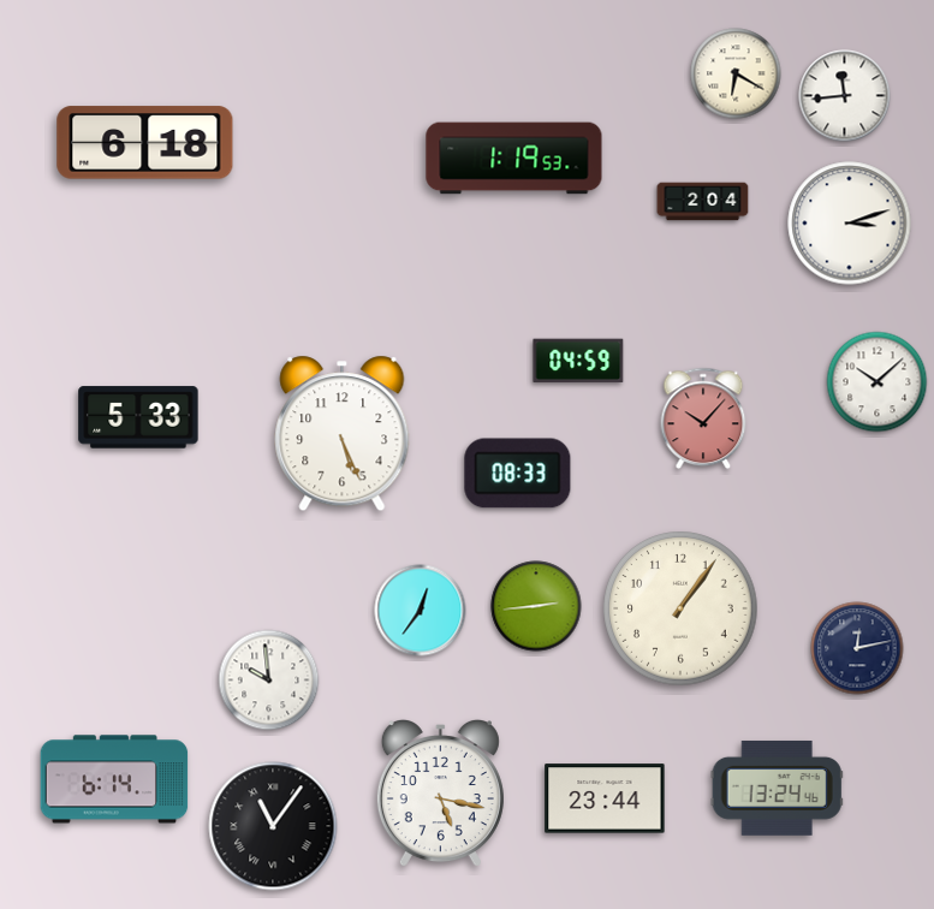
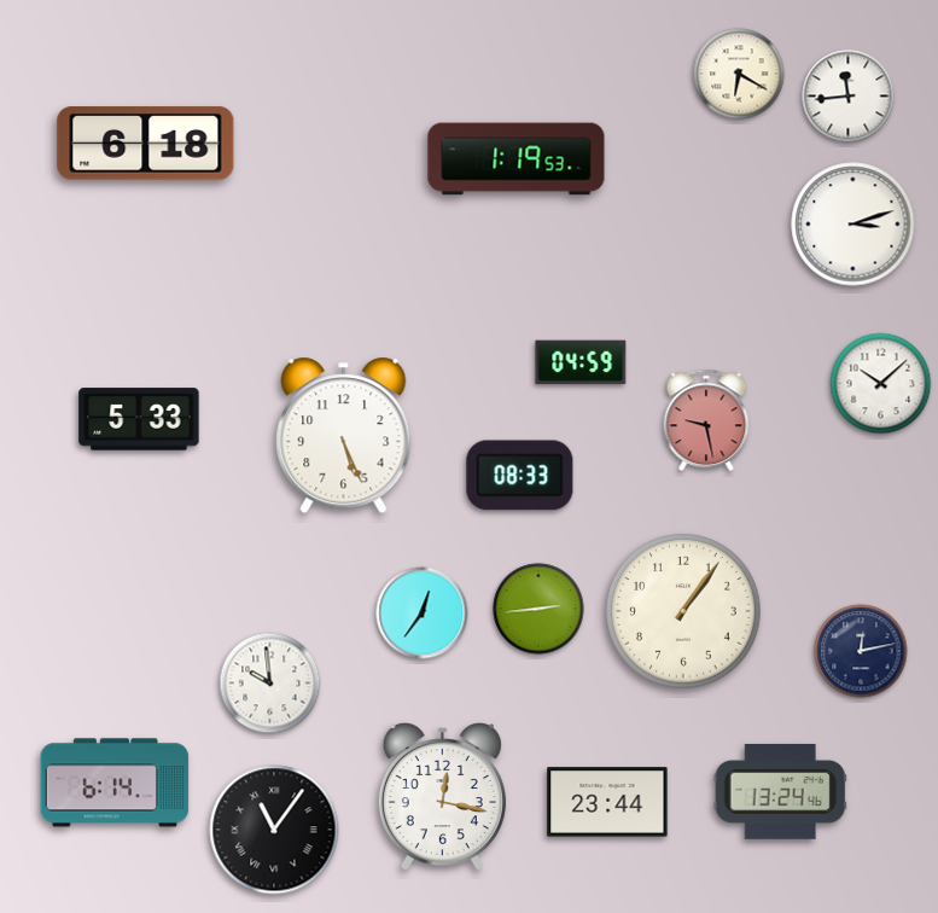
clock at (703, 202): 2:04 -> none
clock at (703, 418): 10:07 -> 9:28
clock at (440, 795): 5:17 -> 12:17
